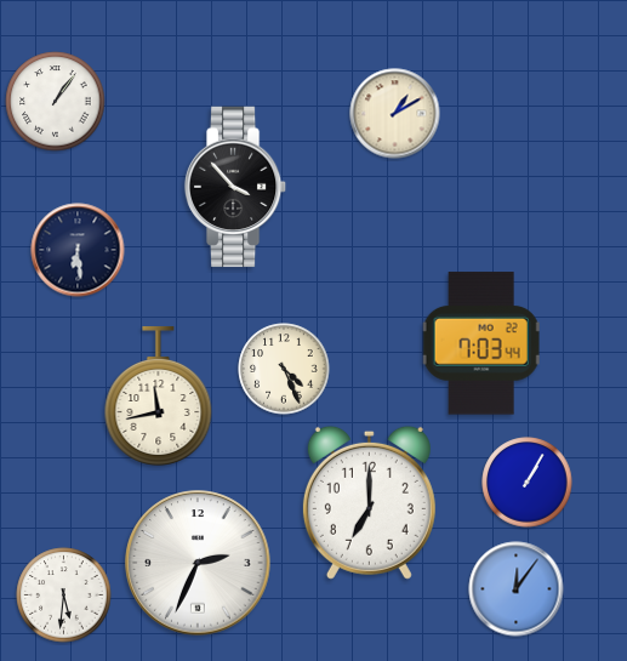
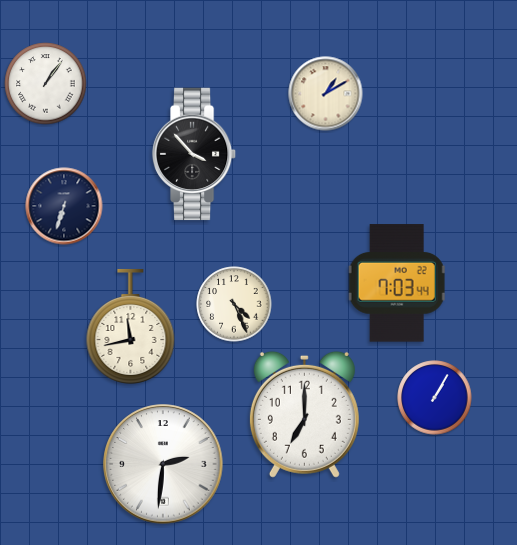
clock at (78, 250): 6:29 -> 6:33
clock at (198, 563): 2:34 -> 2:31
clock at (517, 589): 12:06 -> none
clock at (64, 596): 5:31 -> none
